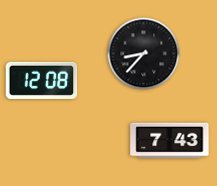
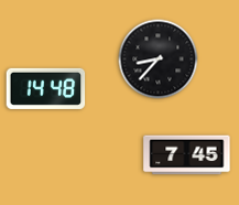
clock at (42, 80): 12:08 -> 14:48
clock at (170, 141): 7:43 -> 7:45
